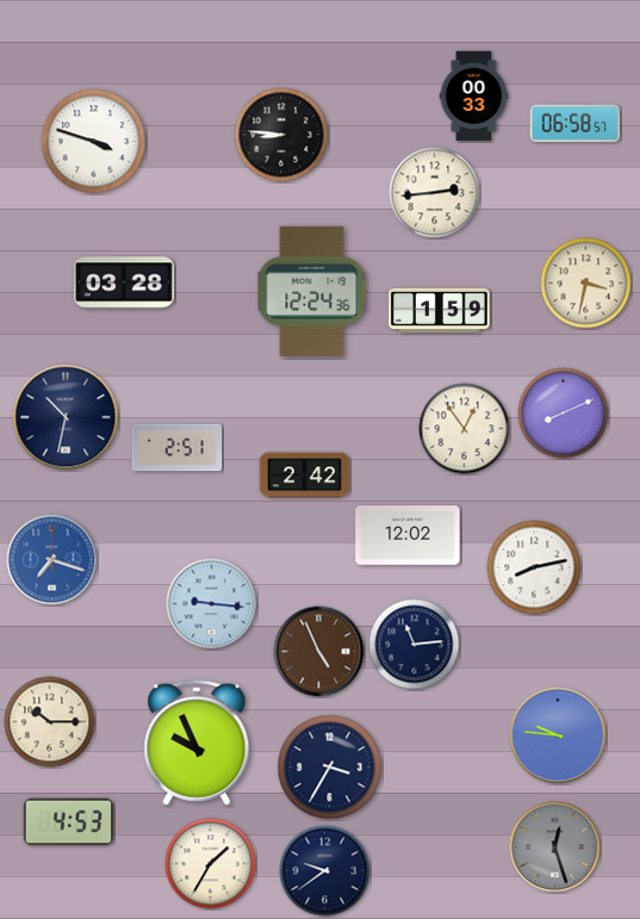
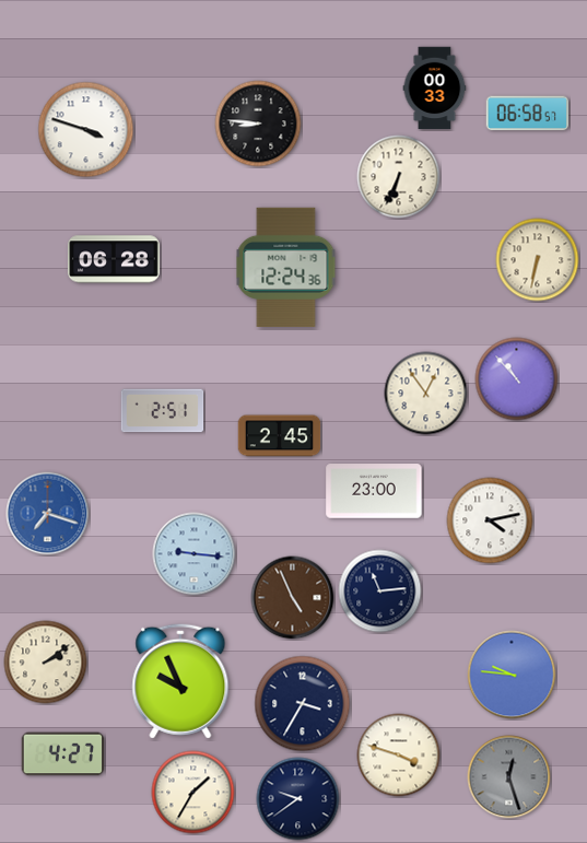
clock at (435, 193): 2:44 -> 6:34
clock at (124, 282): 03:28 -> 06:28
clock at (586, 284): 3:32 -> 6:32
clock at (440, 310): 1:59 -> none
clock at (564, 414): 8:11 -> 10:53
clock at (66, 417): 10:32 -> none
clock at (305, 476): 2:42 -> 2:45
clock at (408, 535): 12:02 -> 23:00
clock at (534, 567): 8:13 -> 4:13
clock at (50, 722): 10:15 -> 2:09
clock at (69, 822): 4:53 -> 4:27
clock at (399, 756): none -> 3:48
